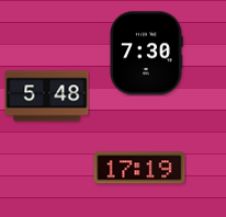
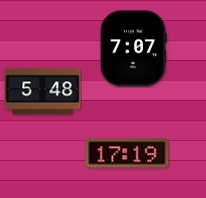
clock at (146, 54): 7:30 -> 7:07
clock at (47, 96) position: (47, 96) -> (43, 92)
